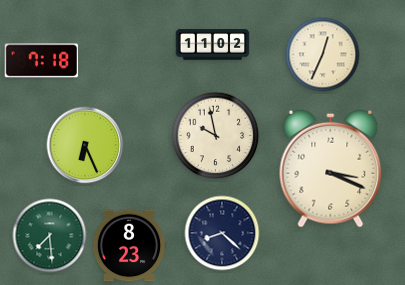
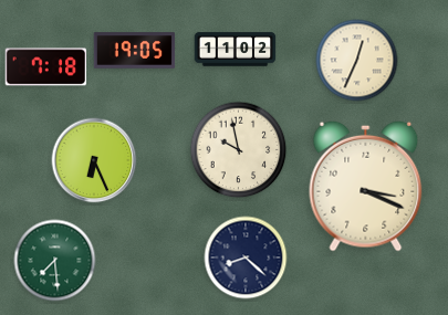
clock at (135, 51): none -> 19:05
clock at (129, 246): 8:23 -> none
